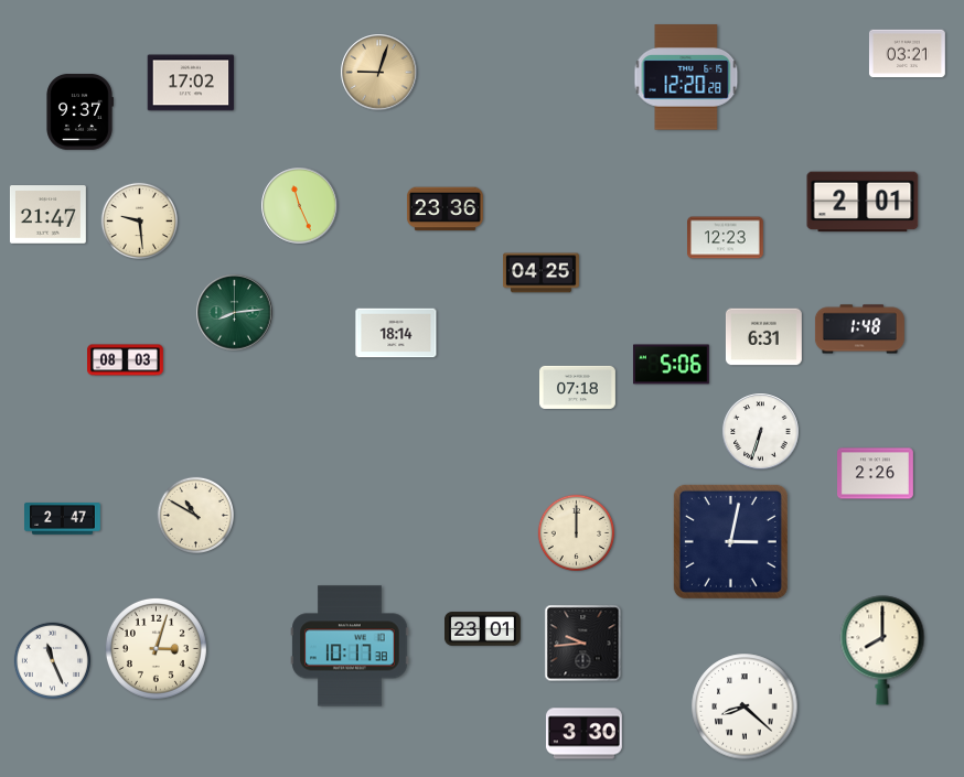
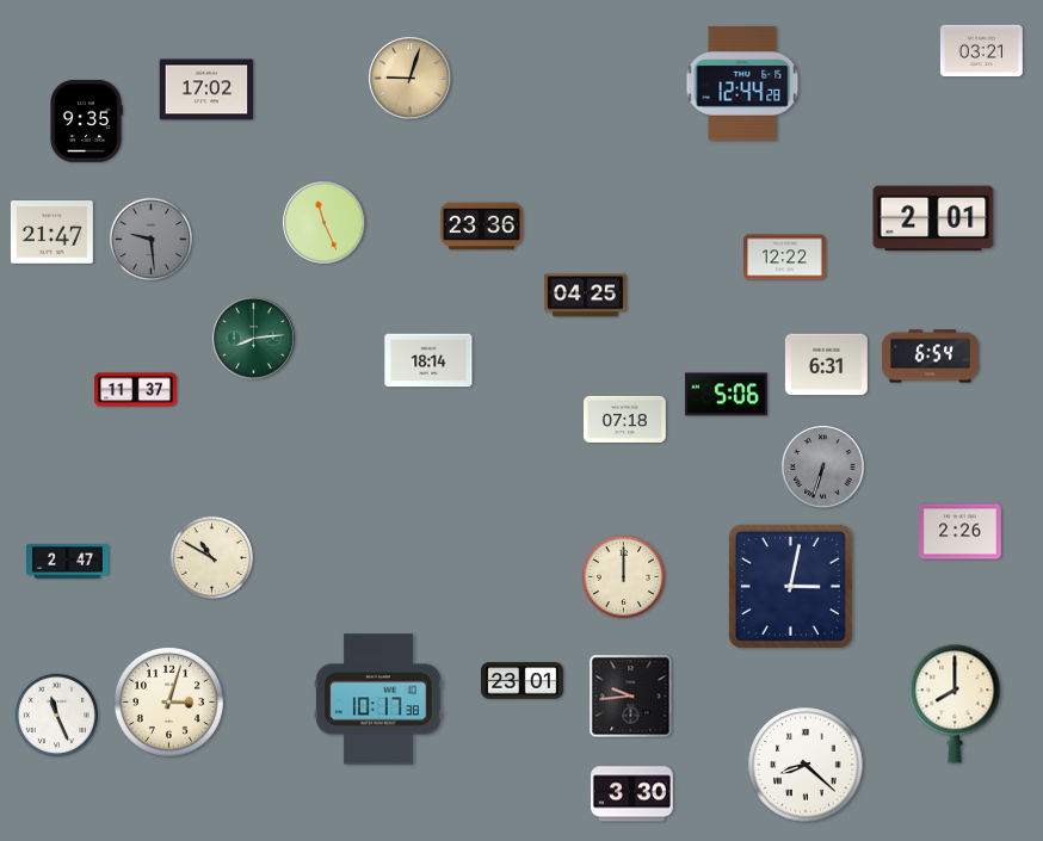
clock at (907, 54) position: (907, 54) -> (981, 51)
clock at (686, 77): 12:20 -> 12:44
clock at (81, 111): 9:37 -> 9:35
clock at (139, 220) dial: cream -> grey
clock at (726, 238): 12:23 -> 12:22
clock at (859, 330): 1:48 -> 6:54
clock at (126, 360): 08:03 -> 11:37
clock at (761, 432) dial: white -> grey
clock at (876, 474) position: (876, 474) -> (961, 532)
